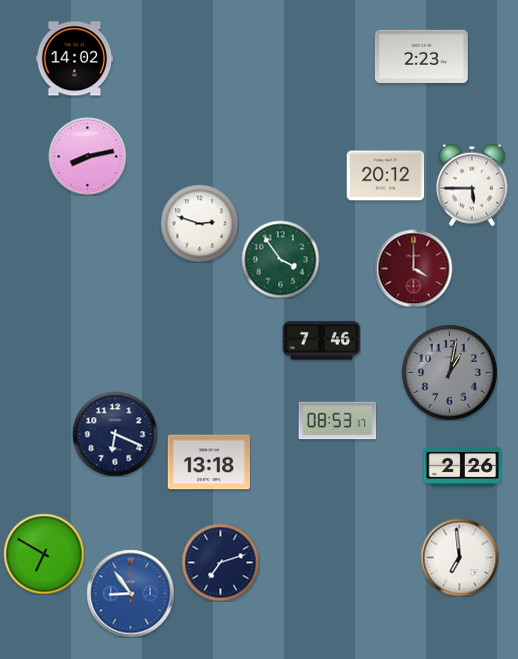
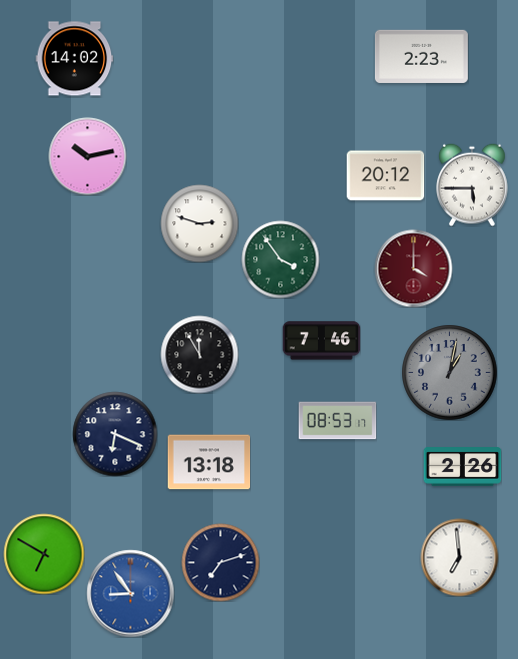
clock at (87, 156): 8:13 -> 10:13
clock at (199, 354): none -> 11:55
